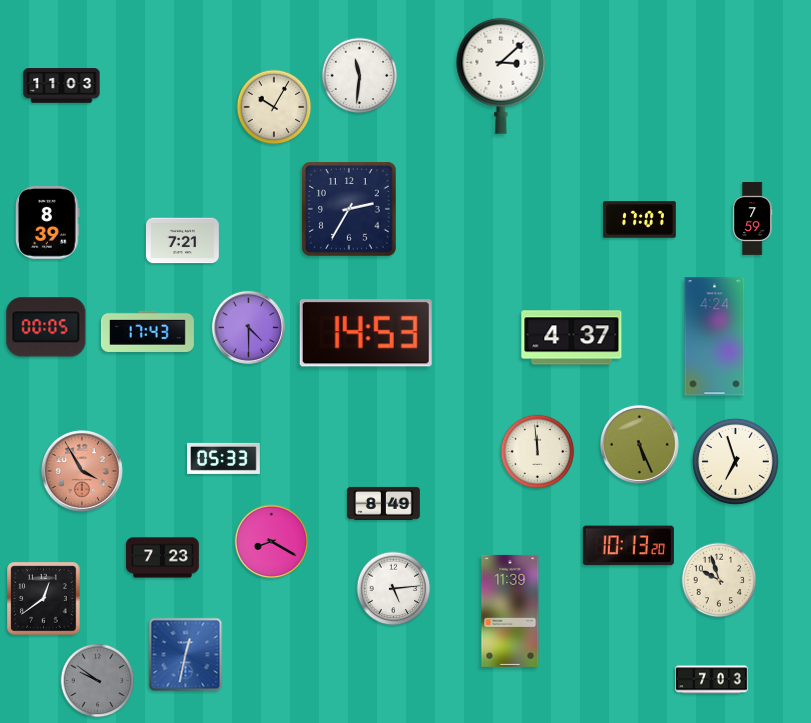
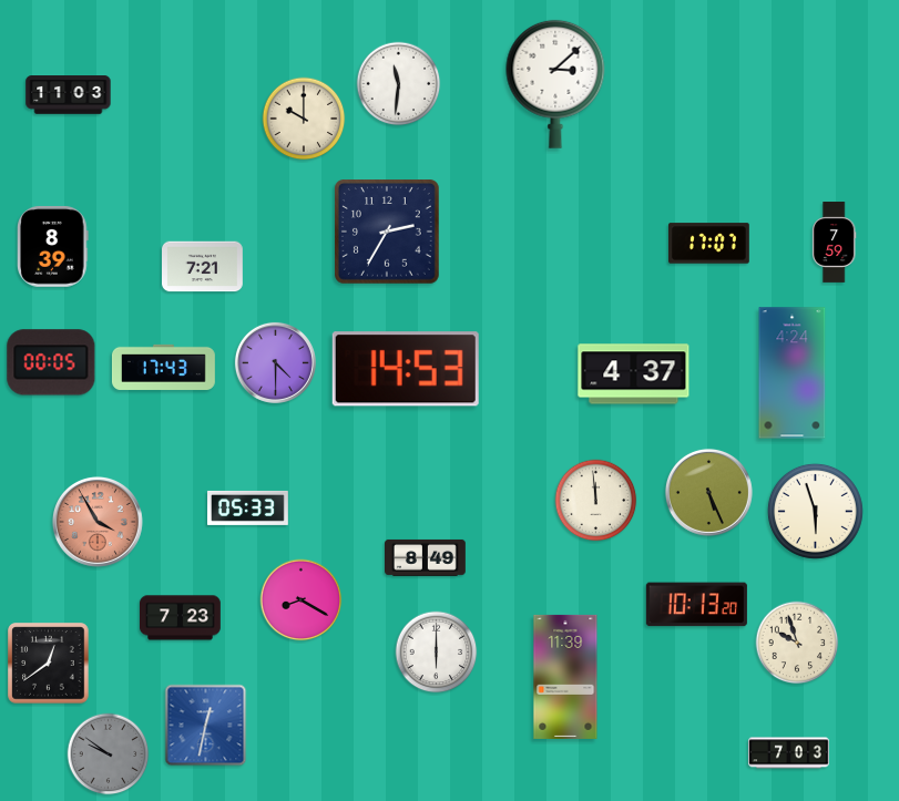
clock at (274, 107): 10:05 -> 10:00
clock at (735, 461): 6:57 -> 5:57
clock at (82, 471) position: (82, 471) -> (98, 522)
clock at (394, 589): 5:14 -> 6:00
